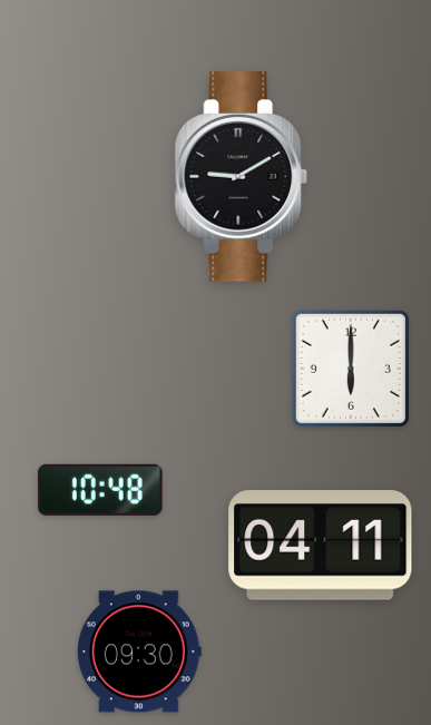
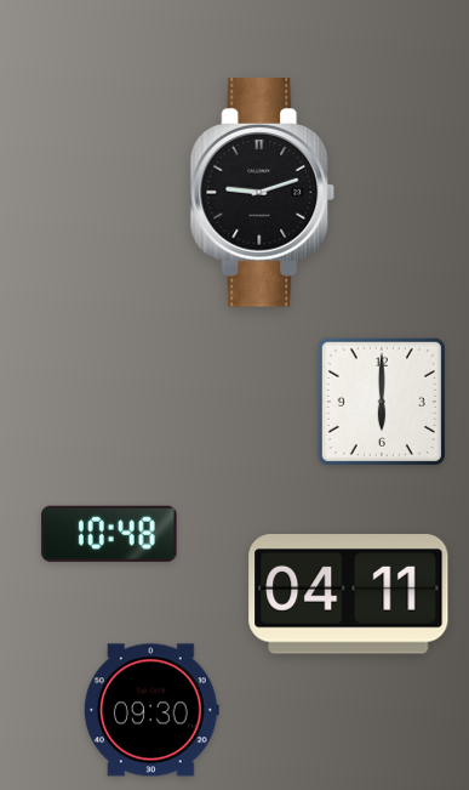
clock at (242, 177): 9:10 -> 9:12
